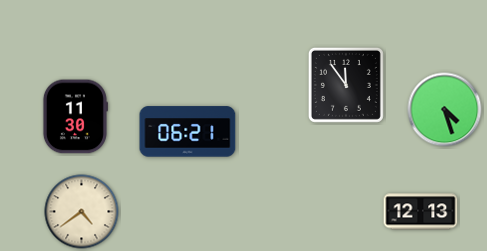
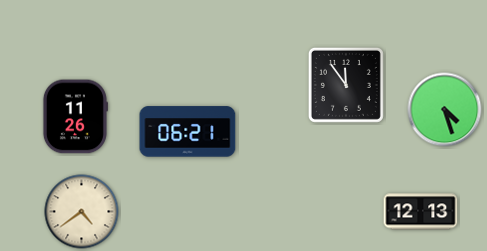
clock at (75, 117): 11:30 -> 11:26
